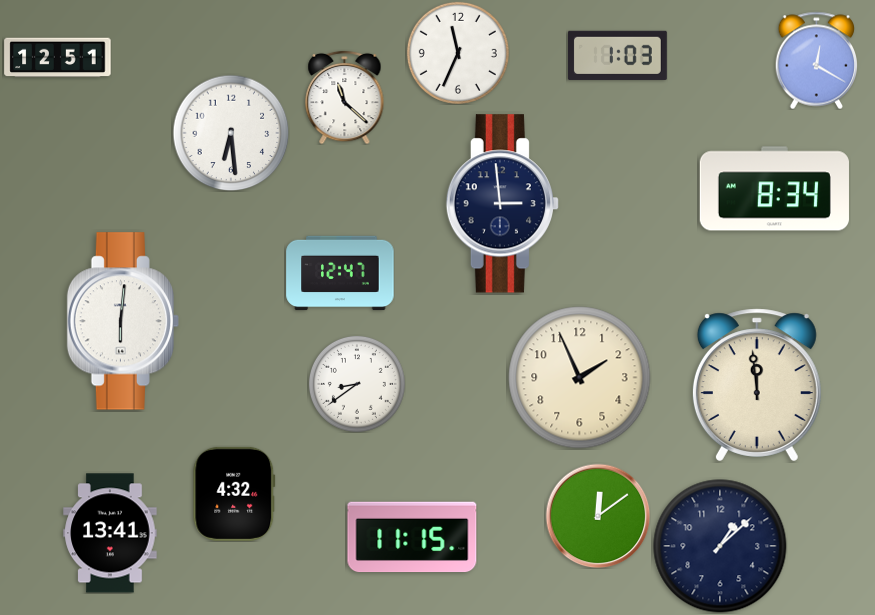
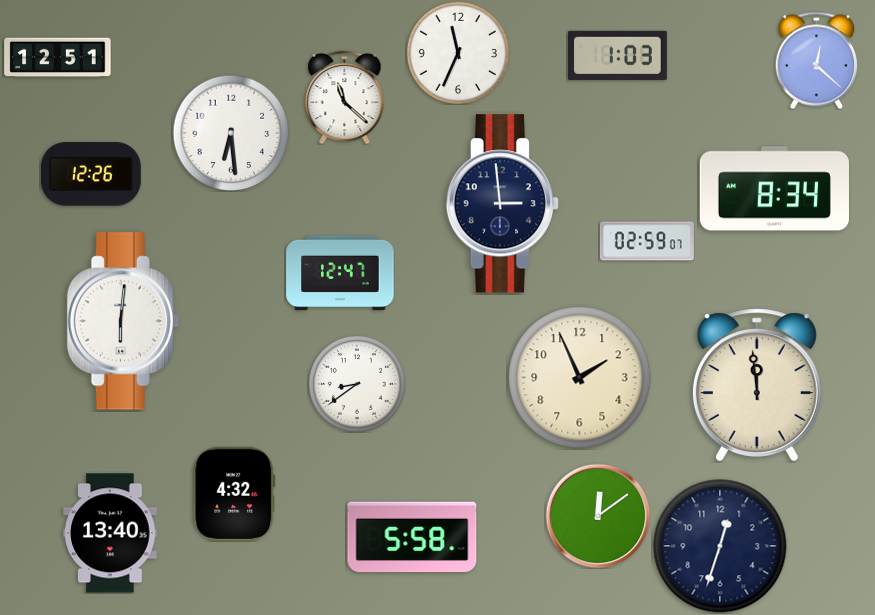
clock at (817, 60): 12:20 -> 12:22
clock at (91, 174): none -> 12:26
clock at (647, 241): none -> 02:59
clock at (110, 533): 13:41 -> 13:40
clock at (412, 537): 11:15 -> 5:58
clock at (720, 546): 1:08 -> 12:33
